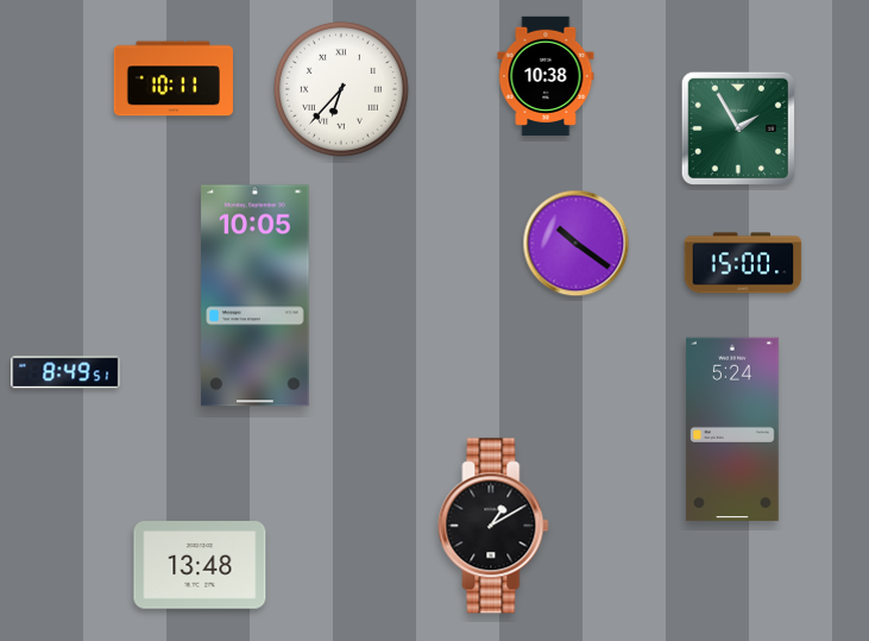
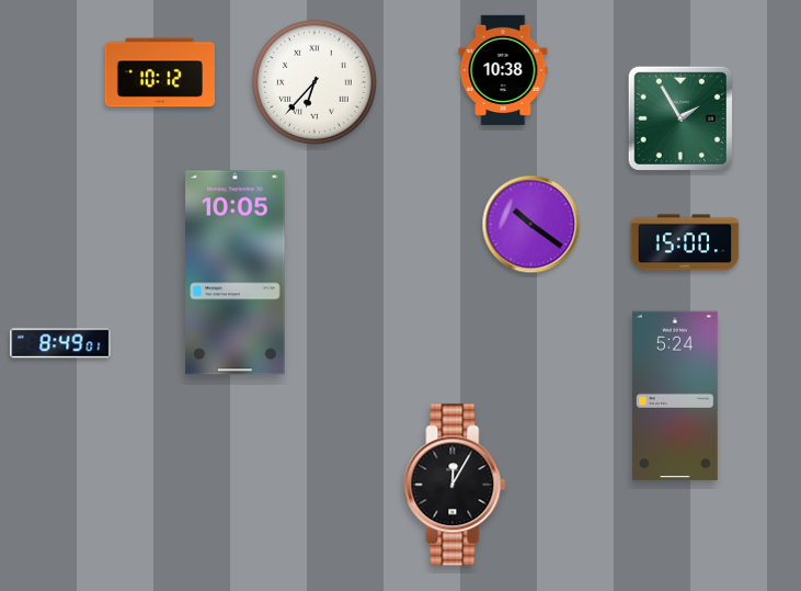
clock at (174, 78): 10:11 -> 10:12
clock at (65, 372): 8:49:51 -> 8:49:01
clock at (493, 526): 1:10 -> 12:05
clock at (200, 565): 13:48 -> none
